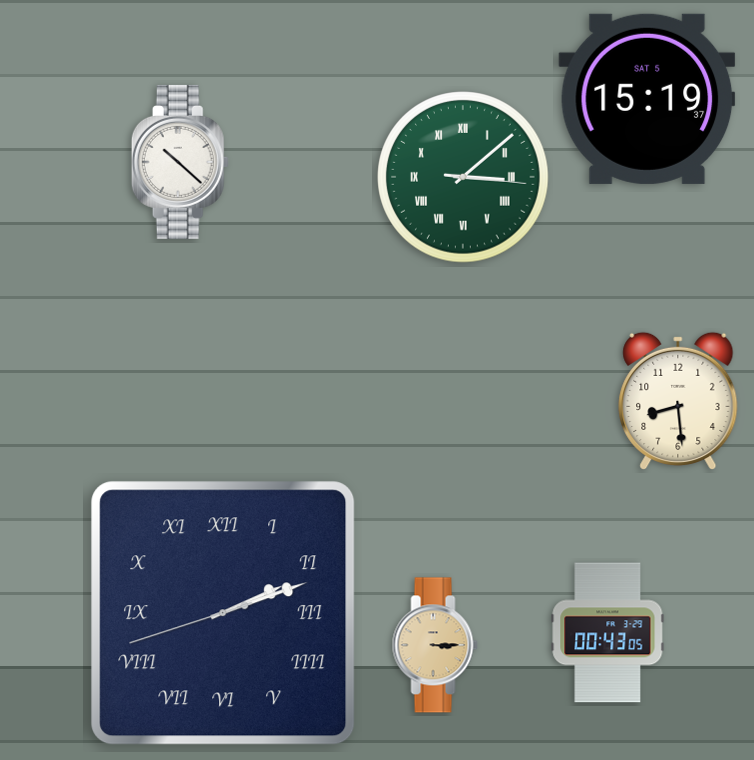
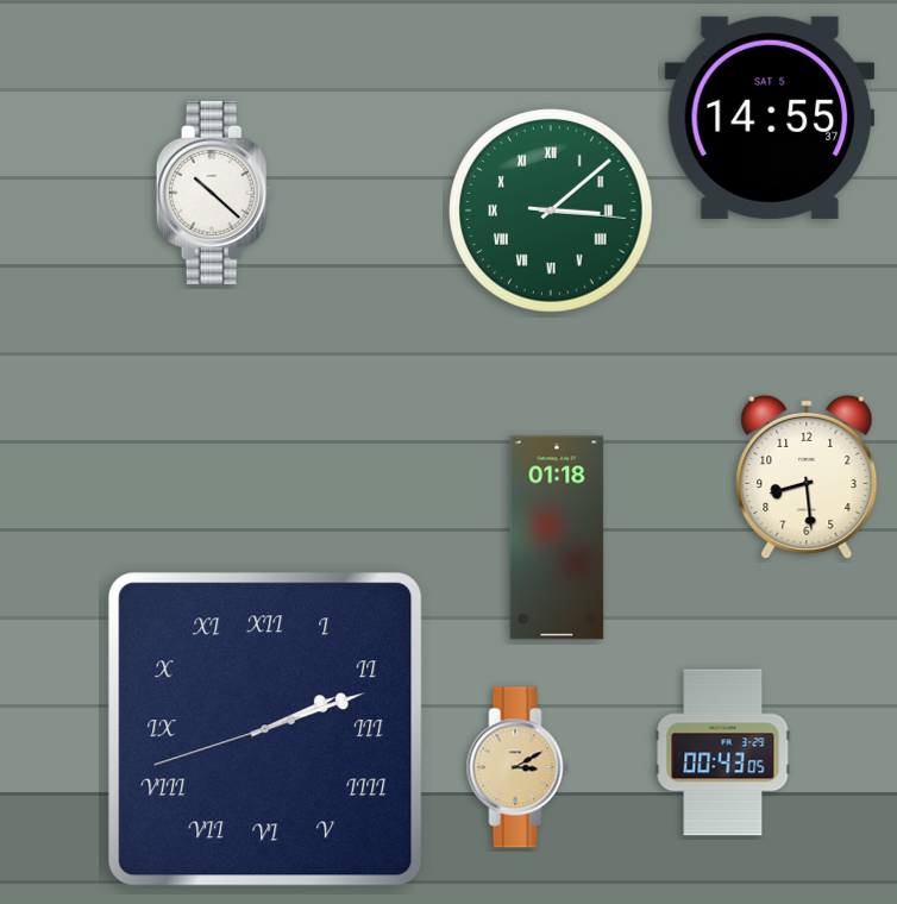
clock at (647, 99): 15:19 -> 14:55
clock at (557, 538): none -> 01:18
clock at (435, 645): 3:15 -> 3:10
